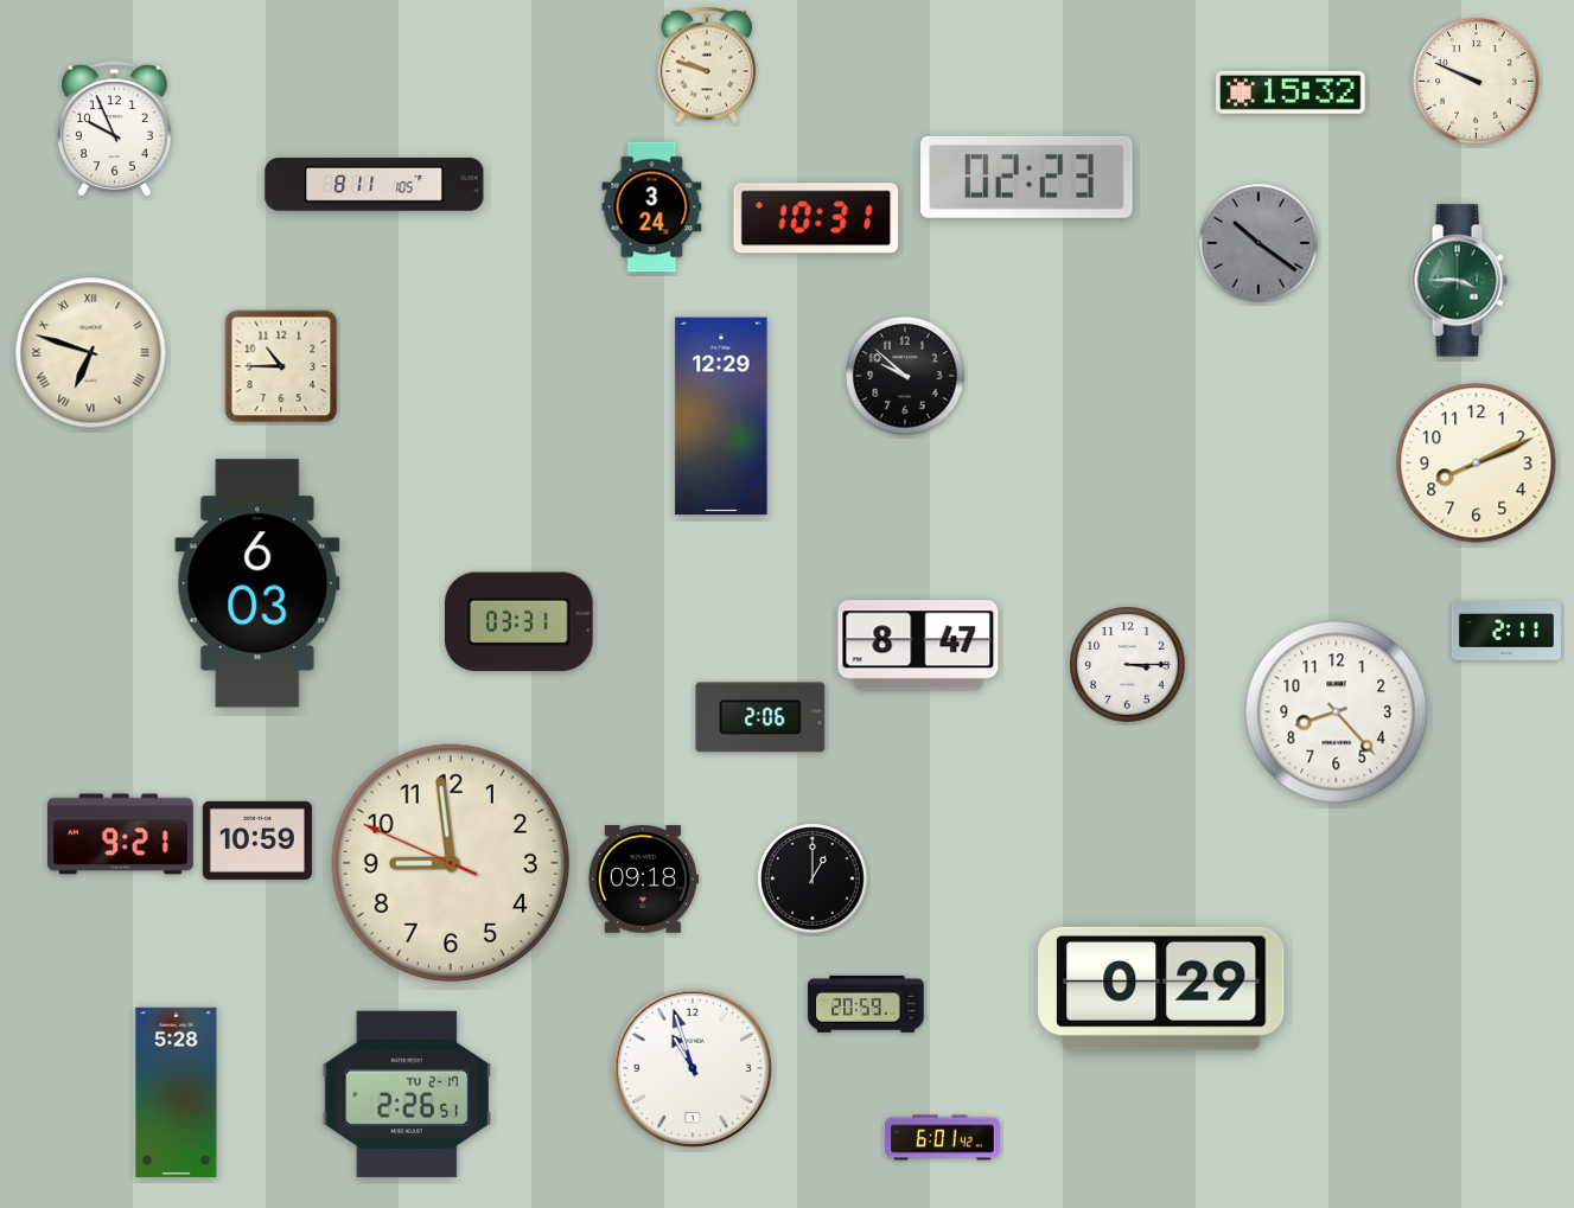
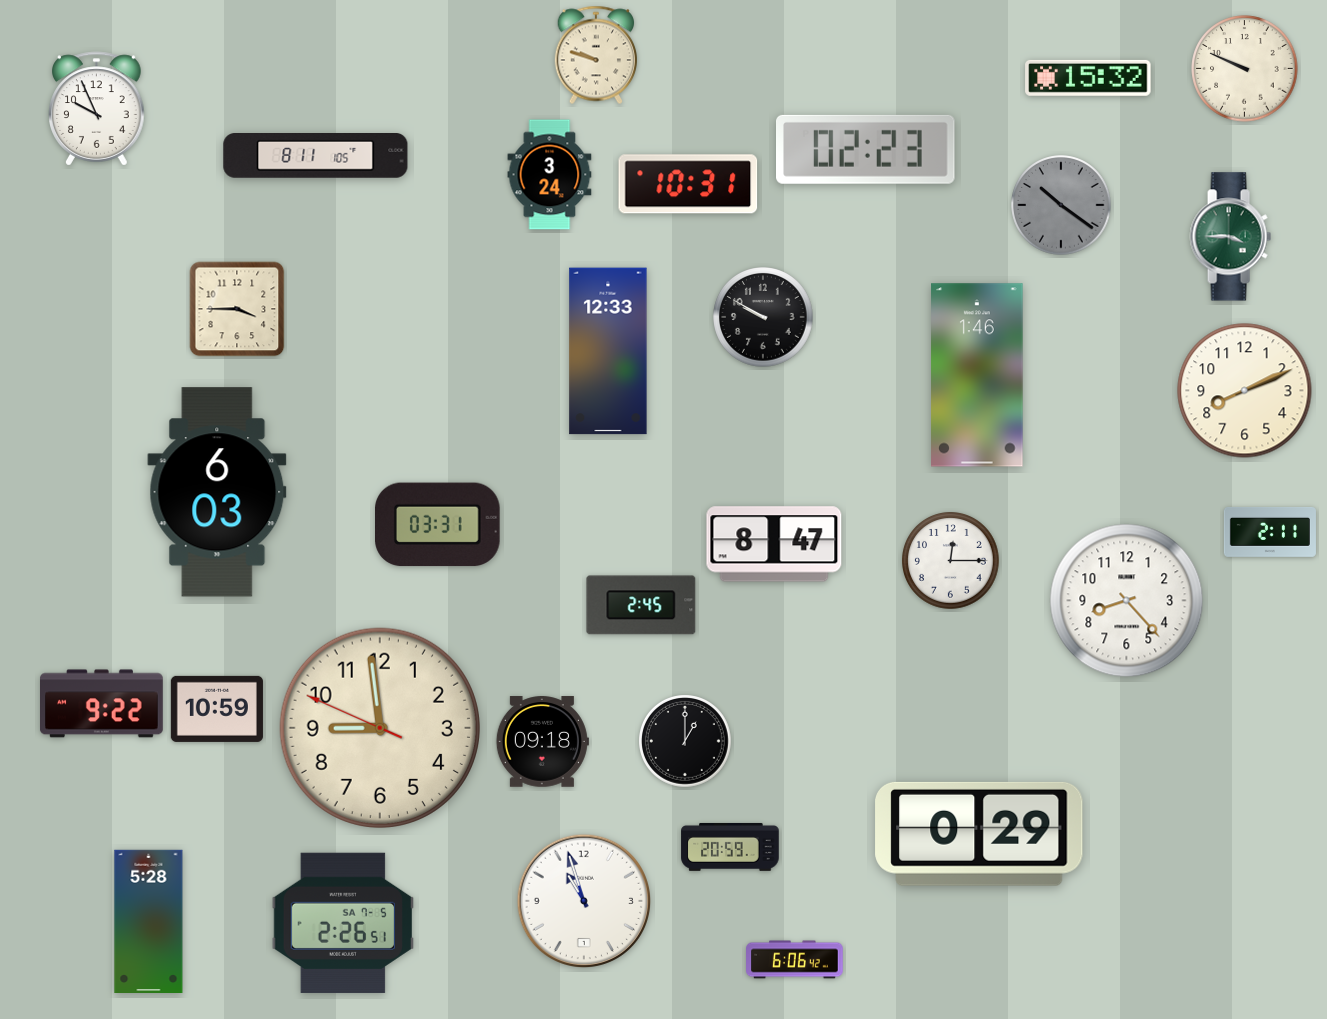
clock at (91, 353): 6:48 -> none
clock at (281, 366): 10:45 -> 3:45
clock at (905, 376): 9:52 -> 9:50
clock at (721, 416): 12:29 -> 12:33
clock at (977, 375): none -> 1:46
clock at (1128, 665): 3:15 -> 12:15
clock at (760, 717): 2:06 -> 2:45
clock at (121, 835): 9:21 -> 9:22
clock at (406, 1094) date: TU 2-17 -> SA 7-5
clock at (943, 1138): 6:01 -> 6:06
